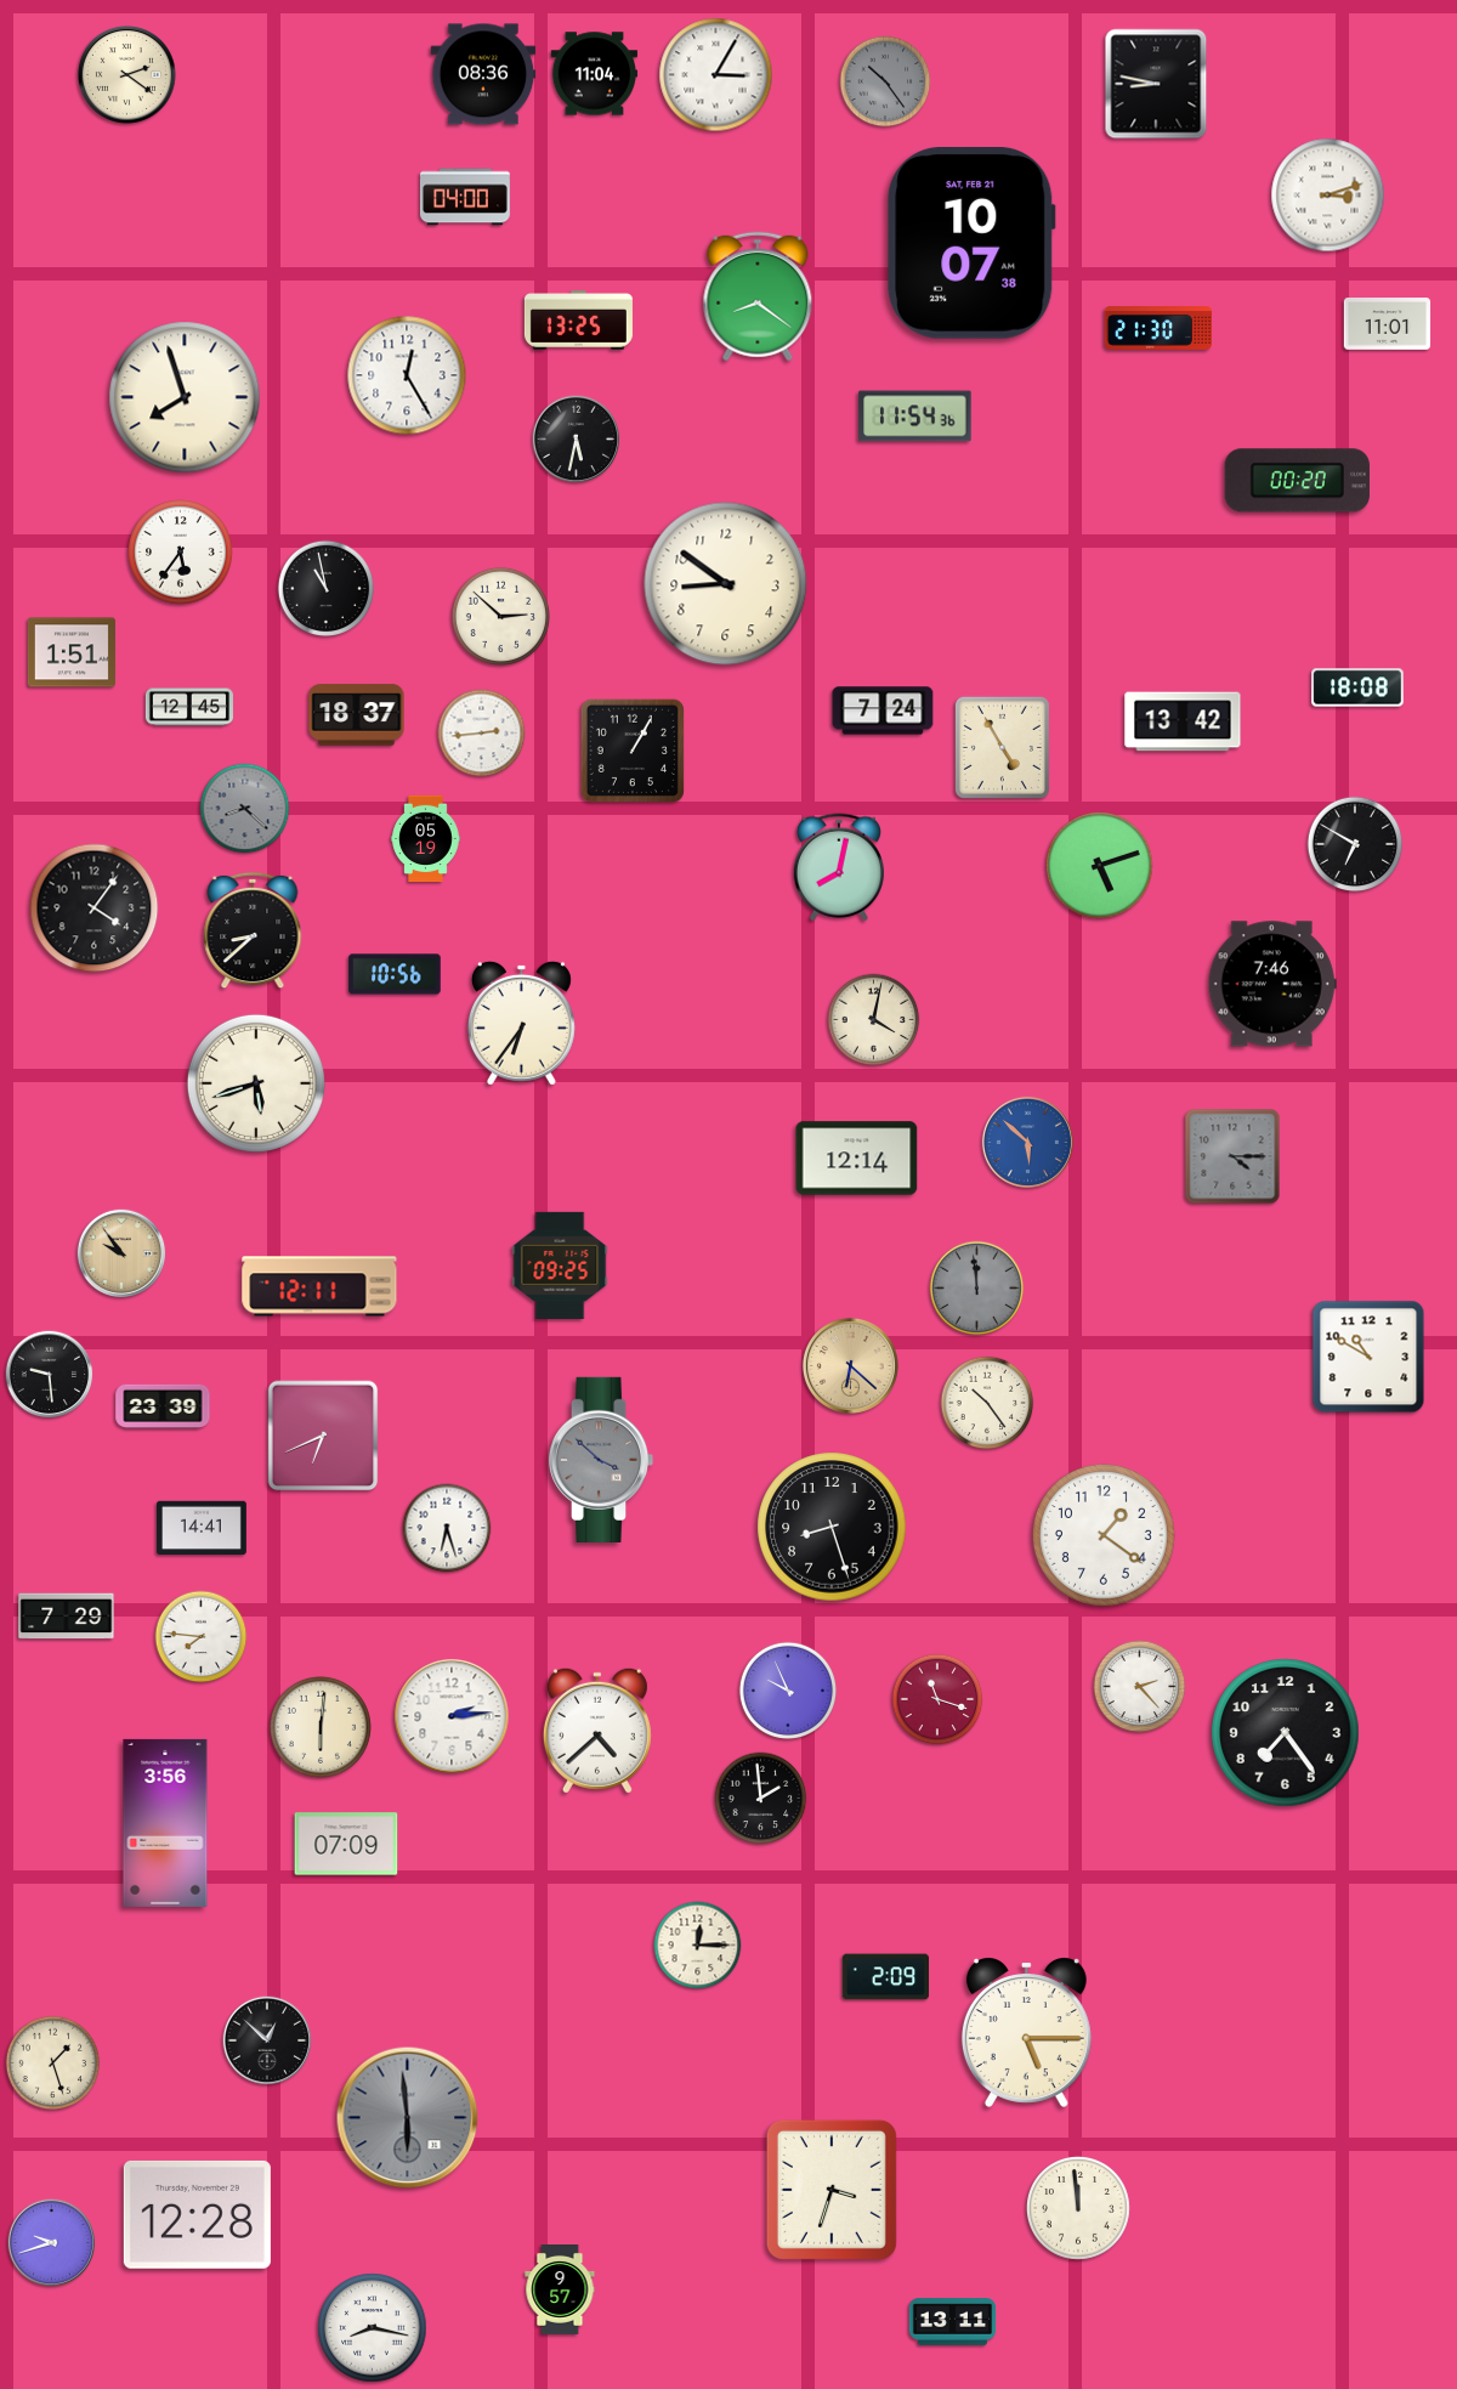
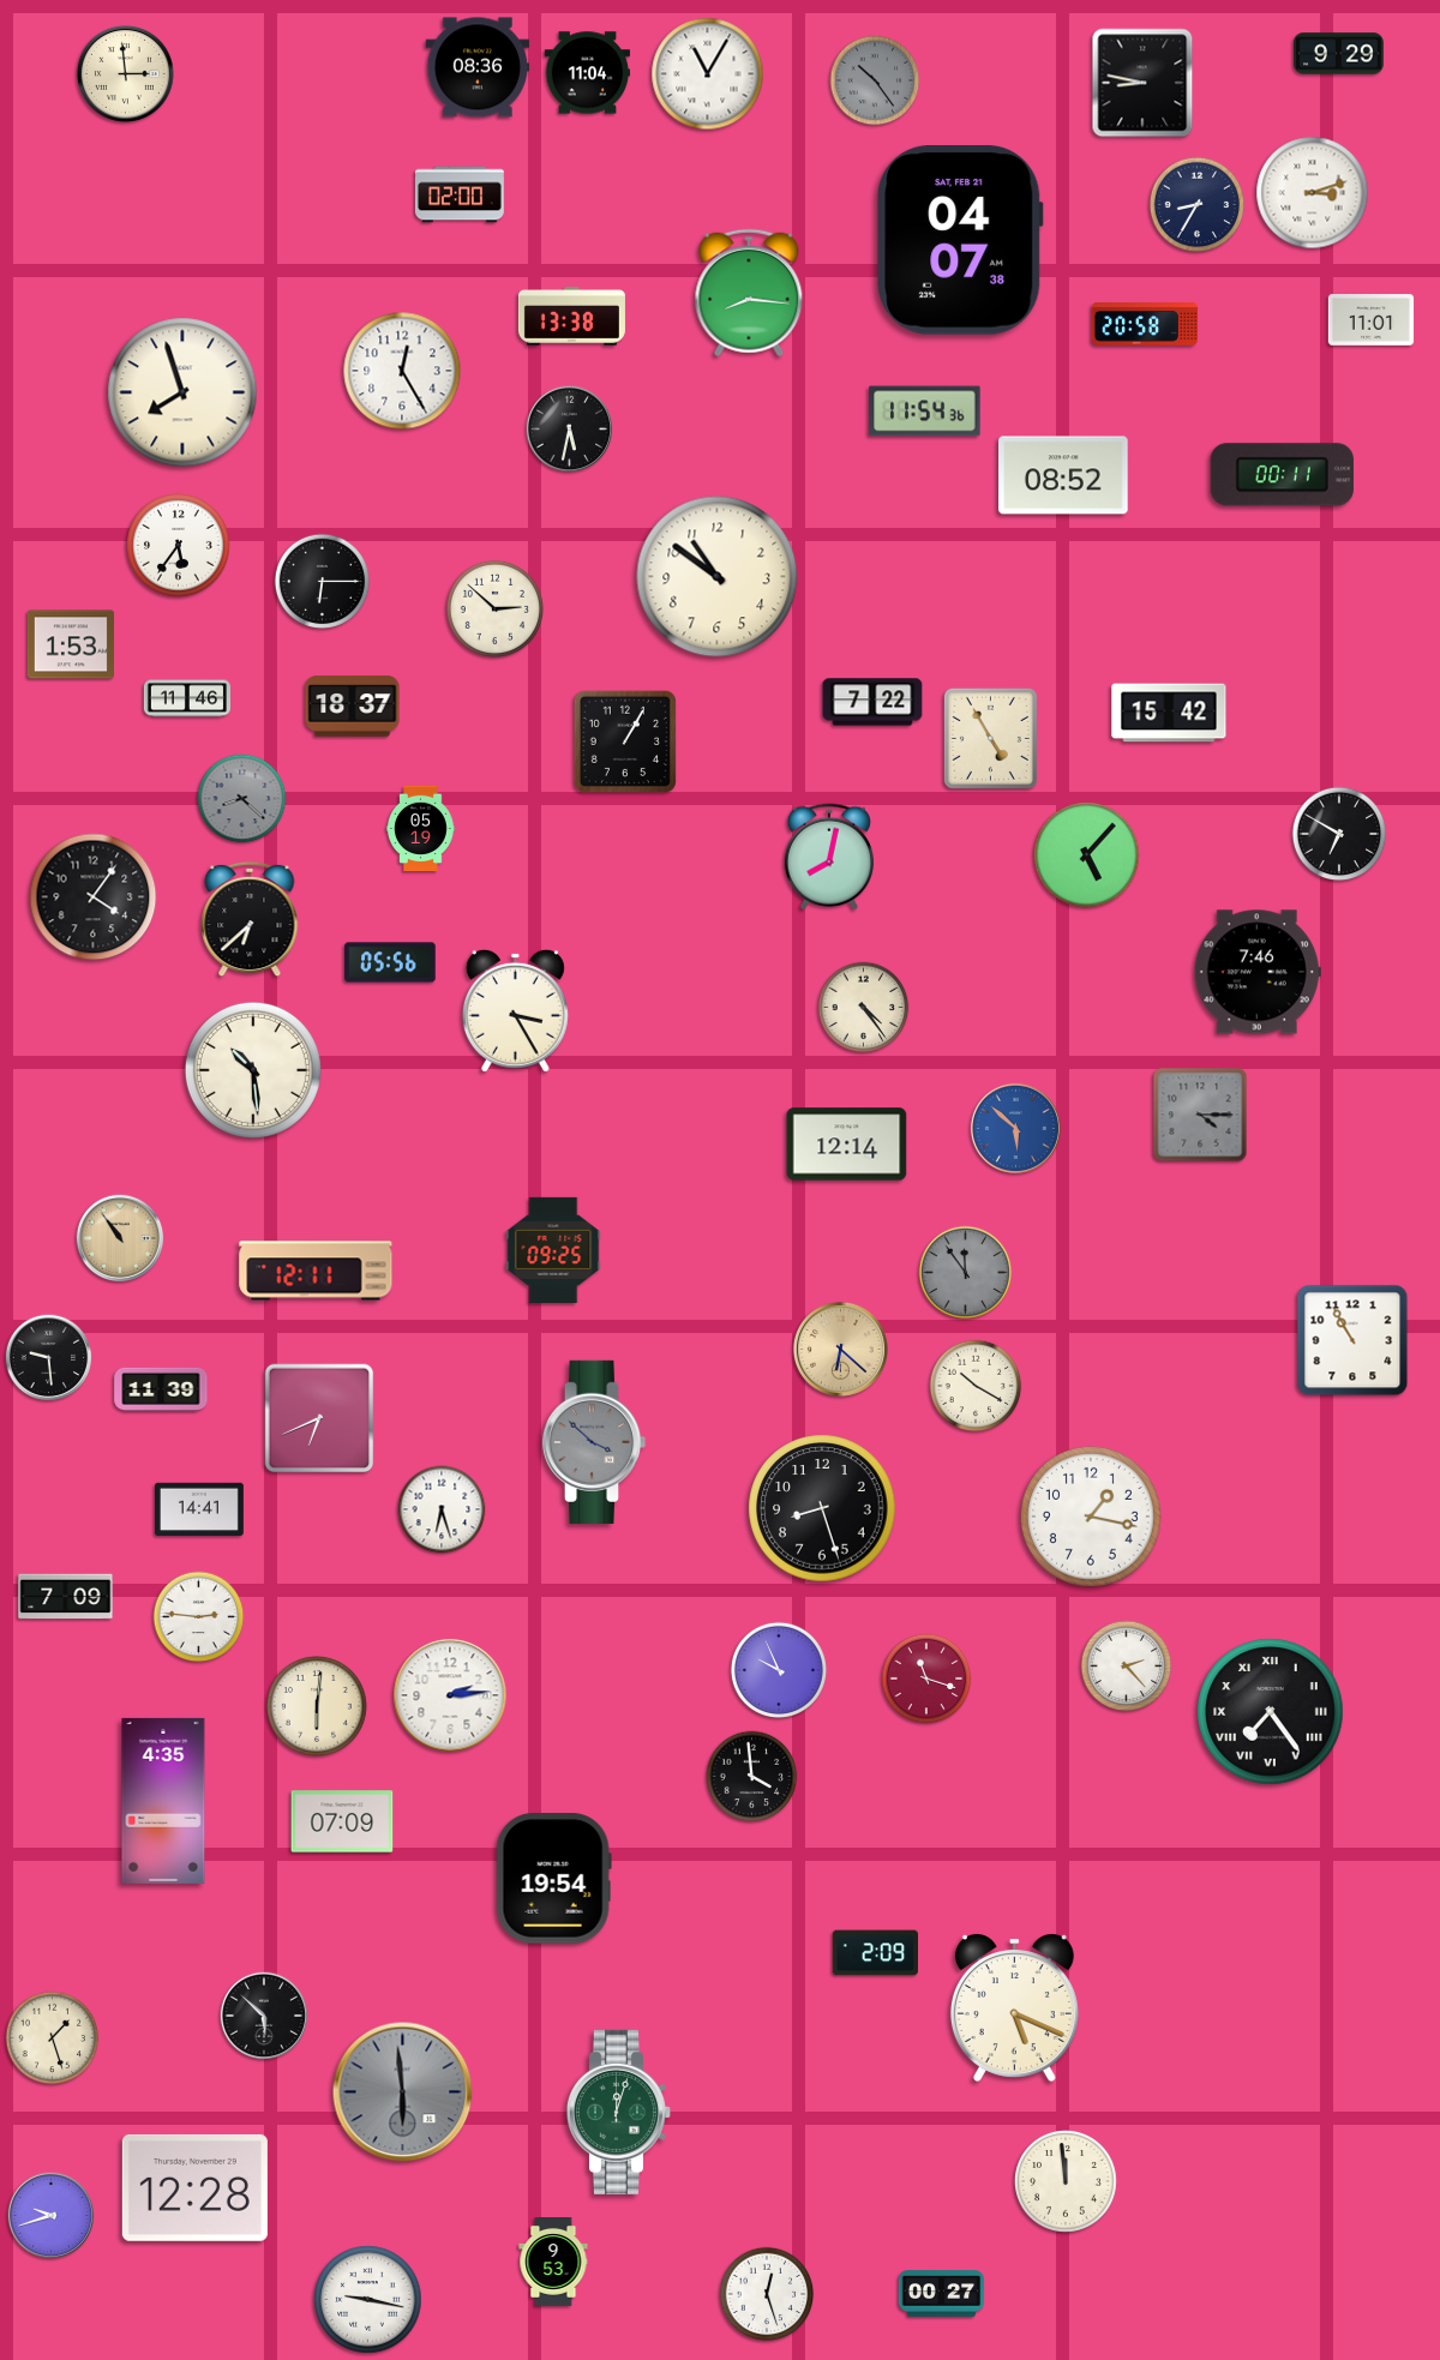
clock at (1339, 54): none -> 9:29
clock at (126, 74): 2:21 -> 2:59
clock at (483, 74) position: (483, 74) -> (478, 67)
clock at (716, 75): 3:05 -> 11:05
clock at (465, 197): 04:00 -> 02:00
clock at (1198, 205): none -> 8:35
clock at (971, 244): 10:07 -> 04:07
clock at (758, 296): 8:21 -> 8:16
clock at (578, 321): 13:25 -> 13:38
clock at (1158, 328): 21:30 -> 20:58
clock at (915, 417) position: (915, 417) -> (925, 412)
clock at (577, 440) position: (577, 440) -> (570, 430)
clock at (1063, 475): none -> 08:52
clock at (1297, 481): 00:20 -> 00:11
clock at (726, 584): 8:51 -> 10:51
clock at (327, 589): 10:58 -> 6:15
clock at (72, 652): 1:51 -> 1:53
clock at (1357, 687): 18:08 -> none
clock at (189, 707): 12:45 -> 11:46
clock at (883, 711): 7:24 -> 7:22
clock at (1183, 721): 13:42 -> 15:42
clock at (482, 734): 2:44 -> none
clock at (1100, 866): 5:12 -> 5:07
clock at (253, 930): 8:38 -> 6:38
clock at (395, 974): 10:56 -> 05:56
clock at (874, 1020): 4:02 -> 4:24
clock at (521, 1023): 6:36 -> 3:25
clock at (256, 1083): 5:42 -> 10:29
clock at (1232, 1156) position: (1232, 1156) -> (1200, 1115)
clock at (121, 1253): 9:54 -> 10:54
clock at (977, 1289): 11:59 -> 11:54
clock at (1368, 1357): 10:50 -> 10:55
clock at (987, 1403): 10:24 -> 10:20
clock at (163, 1406): 23:39 -> 11:39
clock at (1104, 1535): 1:21 -> 1:17
clock at (67, 1617): 7:29 -> 7:09
clock at (202, 1637): 7:46 -> 2:46
clock at (452, 1716) position: (452, 1716) -> (450, 1695)
clock at (597, 1731): 4:38 -> none
clock at (1286, 1733) numerals: Arabic -> Roman
clock at (761, 1799): 1:59 -> 3:59
clock at (165, 1823): 3:56 -> 4:35
clock at (553, 1879): none -> 19:54
clock at (698, 1946): 12:15 -> none
clock at (1026, 2032): 5:15 -> 5:19
clock at (267, 2040): 12:52 -> 5:52
clock at (619, 2112): none -> 12:03
clock at (832, 2190): 3:33 -> none
clock at (560, 2291): 9:57 -> 9:53
clock at (767, 2294): none -> 12:27
clock at (953, 2322): 13:11 -> 00:27
clock at (373, 2328): 8:17 -> 9:17
